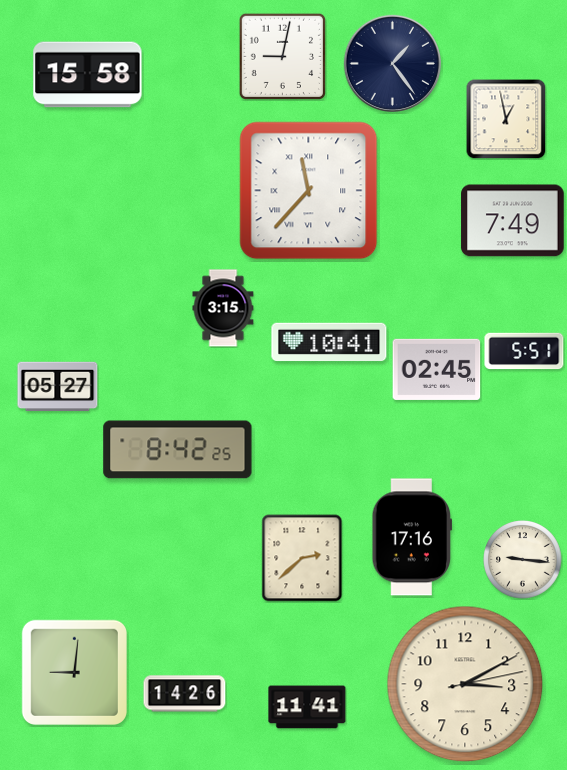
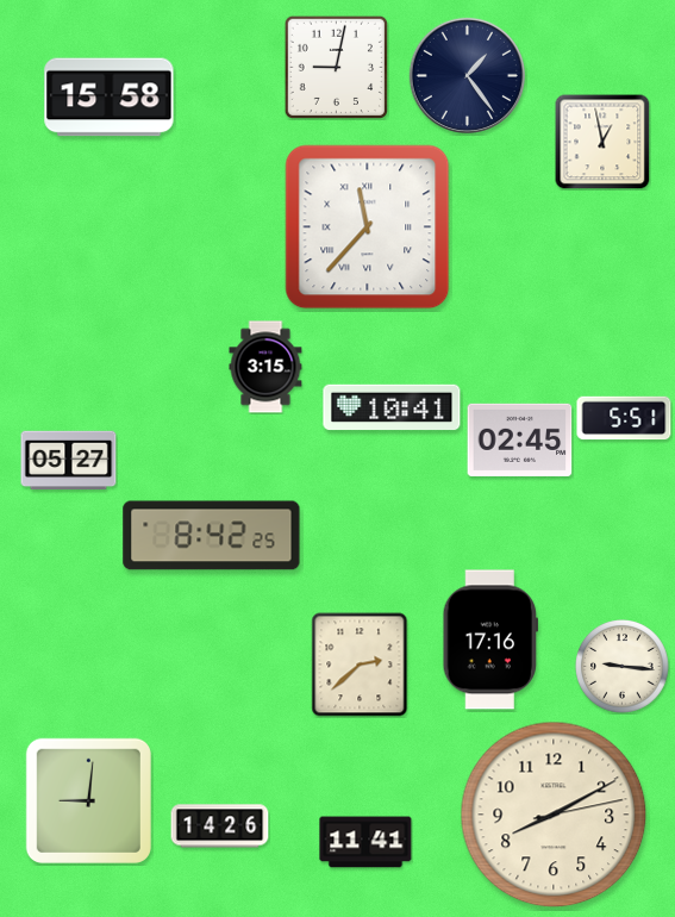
clock at (88, 75) position: (88, 75) -> (110, 98)
clock at (513, 221): 7:49 -> none
clock at (465, 684): 3:10 -> 8:10
